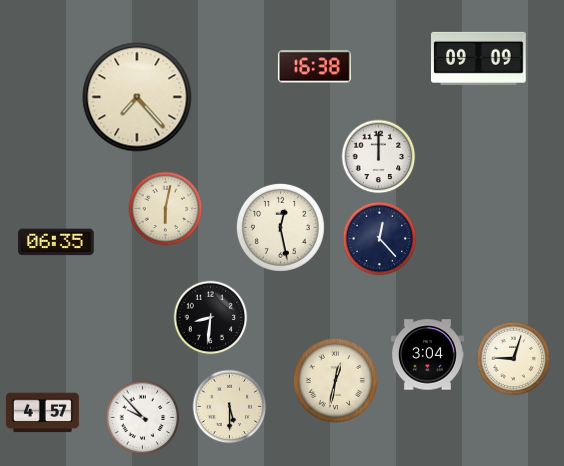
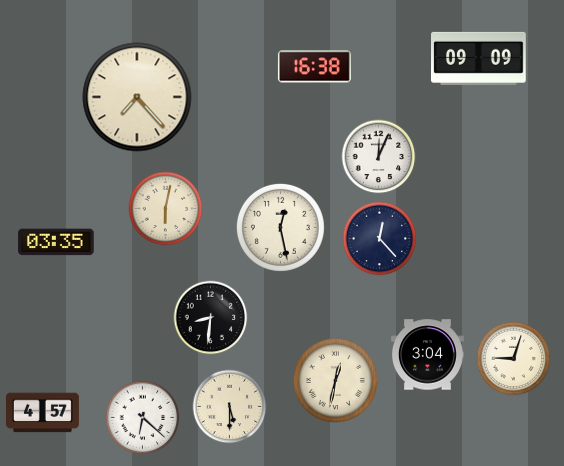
clock at (379, 157): 12:00 -> 12:04
clock at (56, 242): 06:35 -> 03:35
clock at (143, 418): 9:53 -> 6:22
